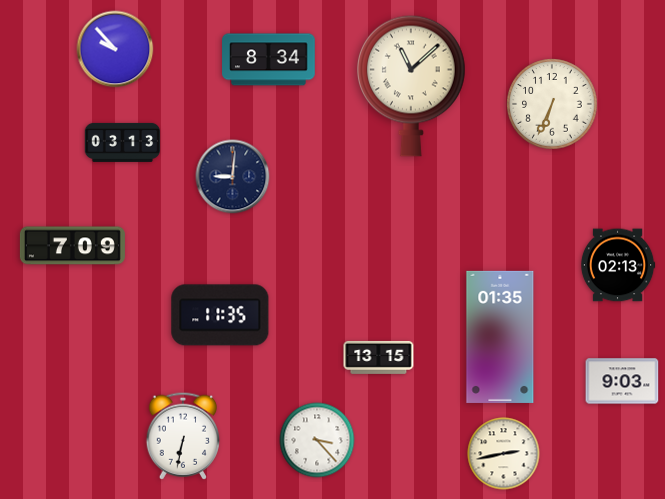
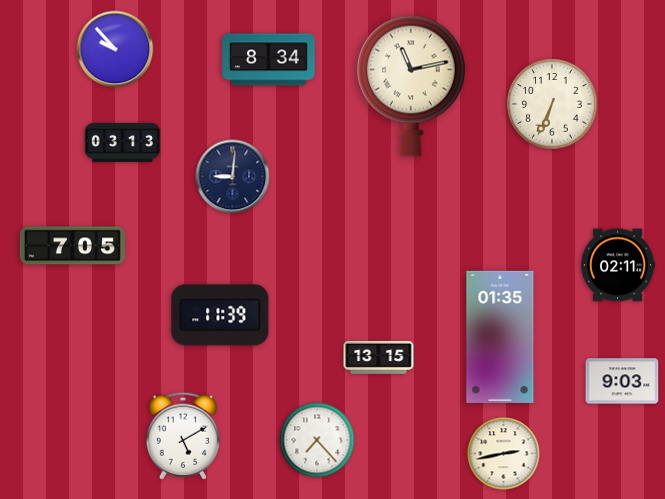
clock at (412, 86): 11:08 -> 11:13
clock at (72, 246): 7:09 -> 7:05
clock at (618, 265): 02:13 -> 02:11
clock at (220, 315): 11:35 -> 11:39
clock at (182, 436): 6:32 -> 5:10
clock at (317, 440): 3:23 -> 7:23
